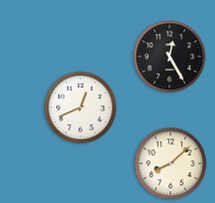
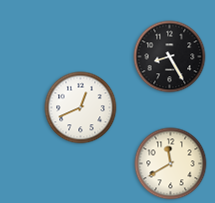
clock at (170, 57): 12:25 -> 8:25
clock at (171, 164): 8:08 -> 11:40
